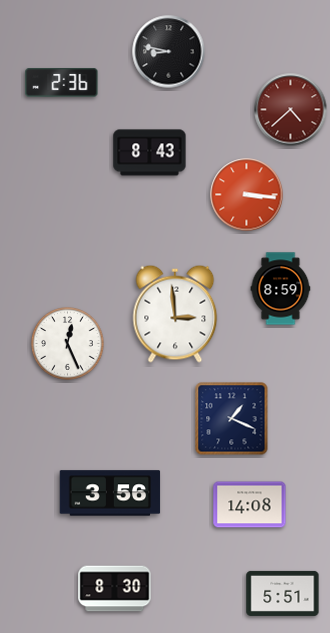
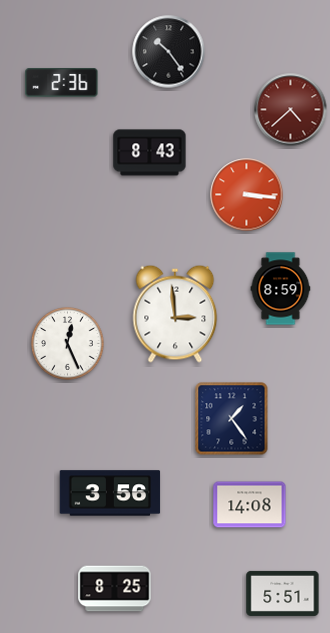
clock at (169, 52): 8:47 -> 10:24
clock at (232, 419): 1:19 -> 1:24
clock at (115, 589): 8:30 -> 8:25
